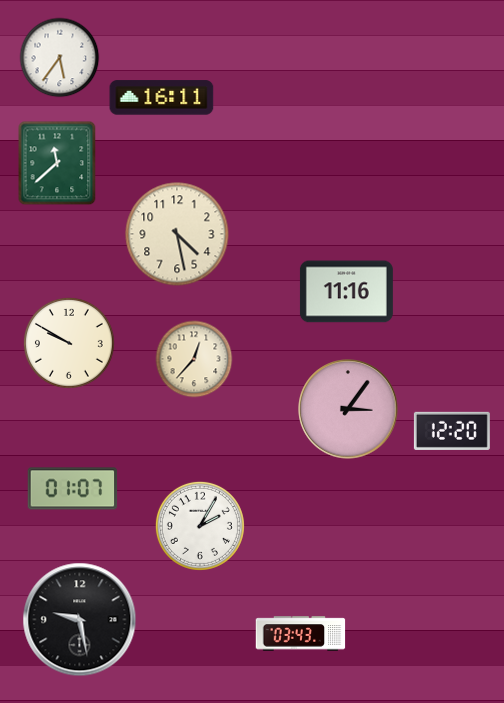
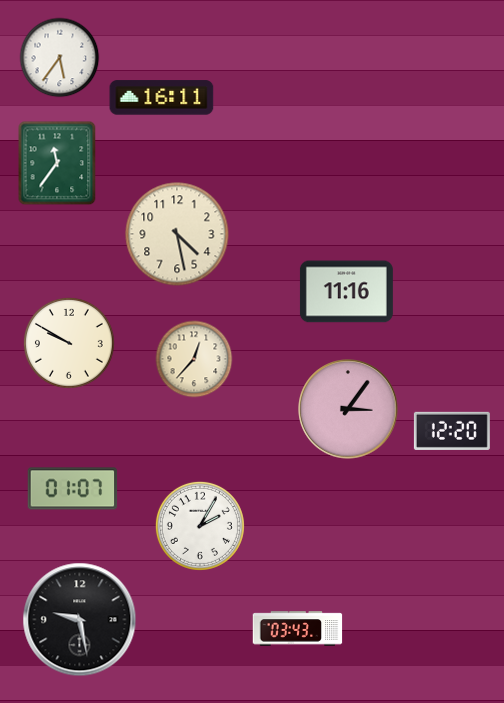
clock at (57, 163): 11:38 -> 11:36
clock at (301, 634) position: (301, 634) -> (298, 629)
